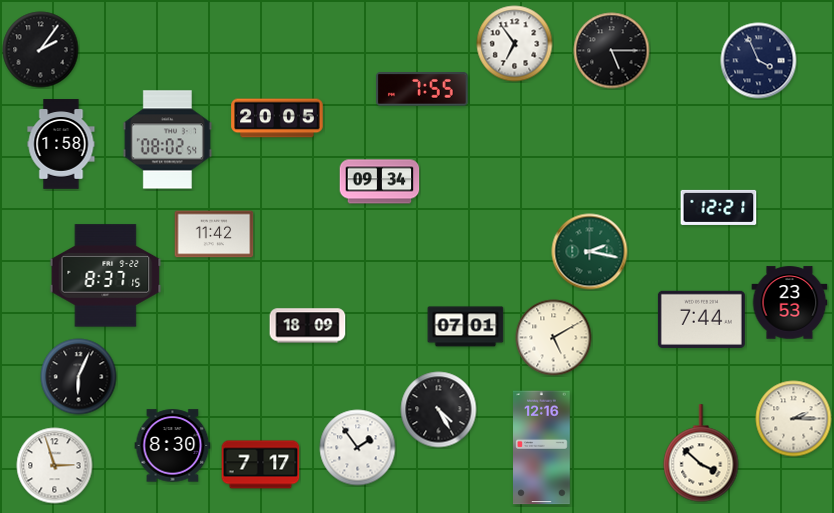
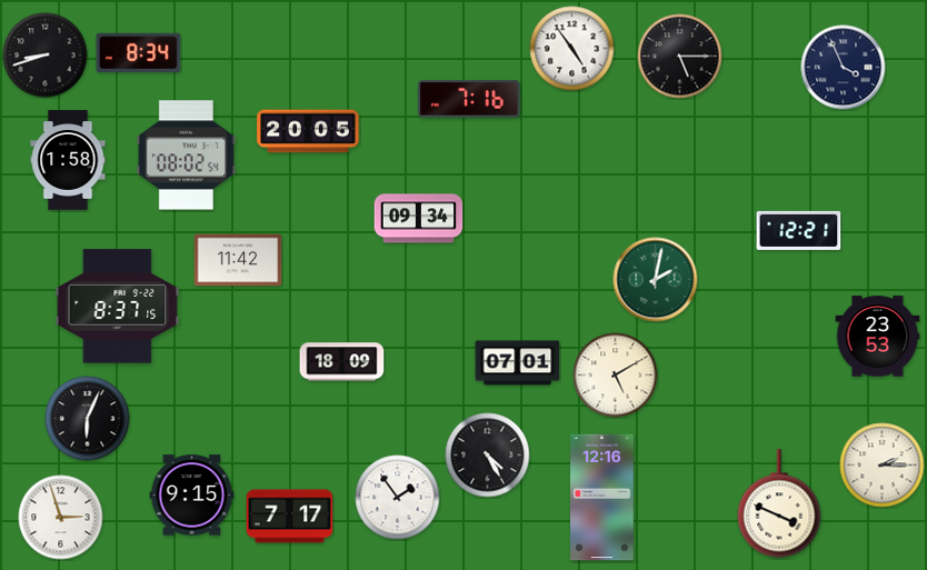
clock at (515, 44): 6:54 -> 4:54
clock at (139, 52): none -> 8:34
clock at (41, 50): 2:06 -> 8:42
clock at (422, 89): 7:55 -> 7:16
clock at (380, 182) position: (380, 182) -> (419, 219)
clock at (590, 252): 2:17 -> 2:02
clock at (701, 319): 7:44 -> none
clock at (173, 446): 8:30 -> 9:15
clock at (701, 453): 3:52 -> 3:49
